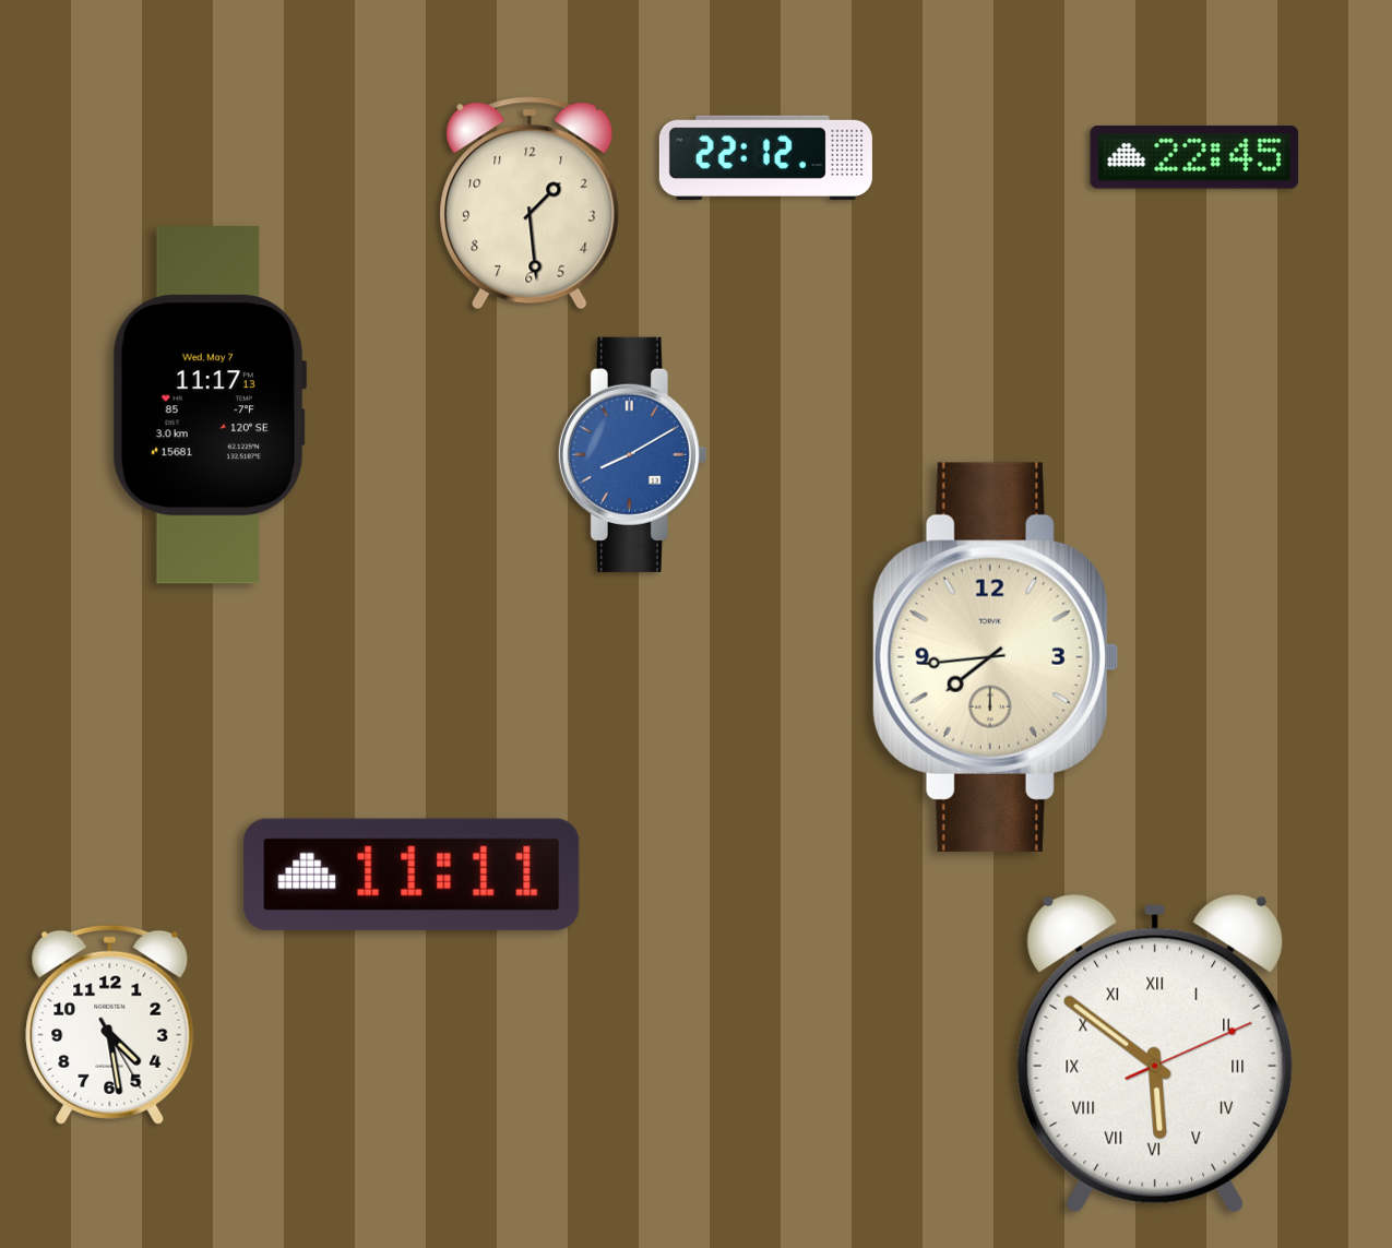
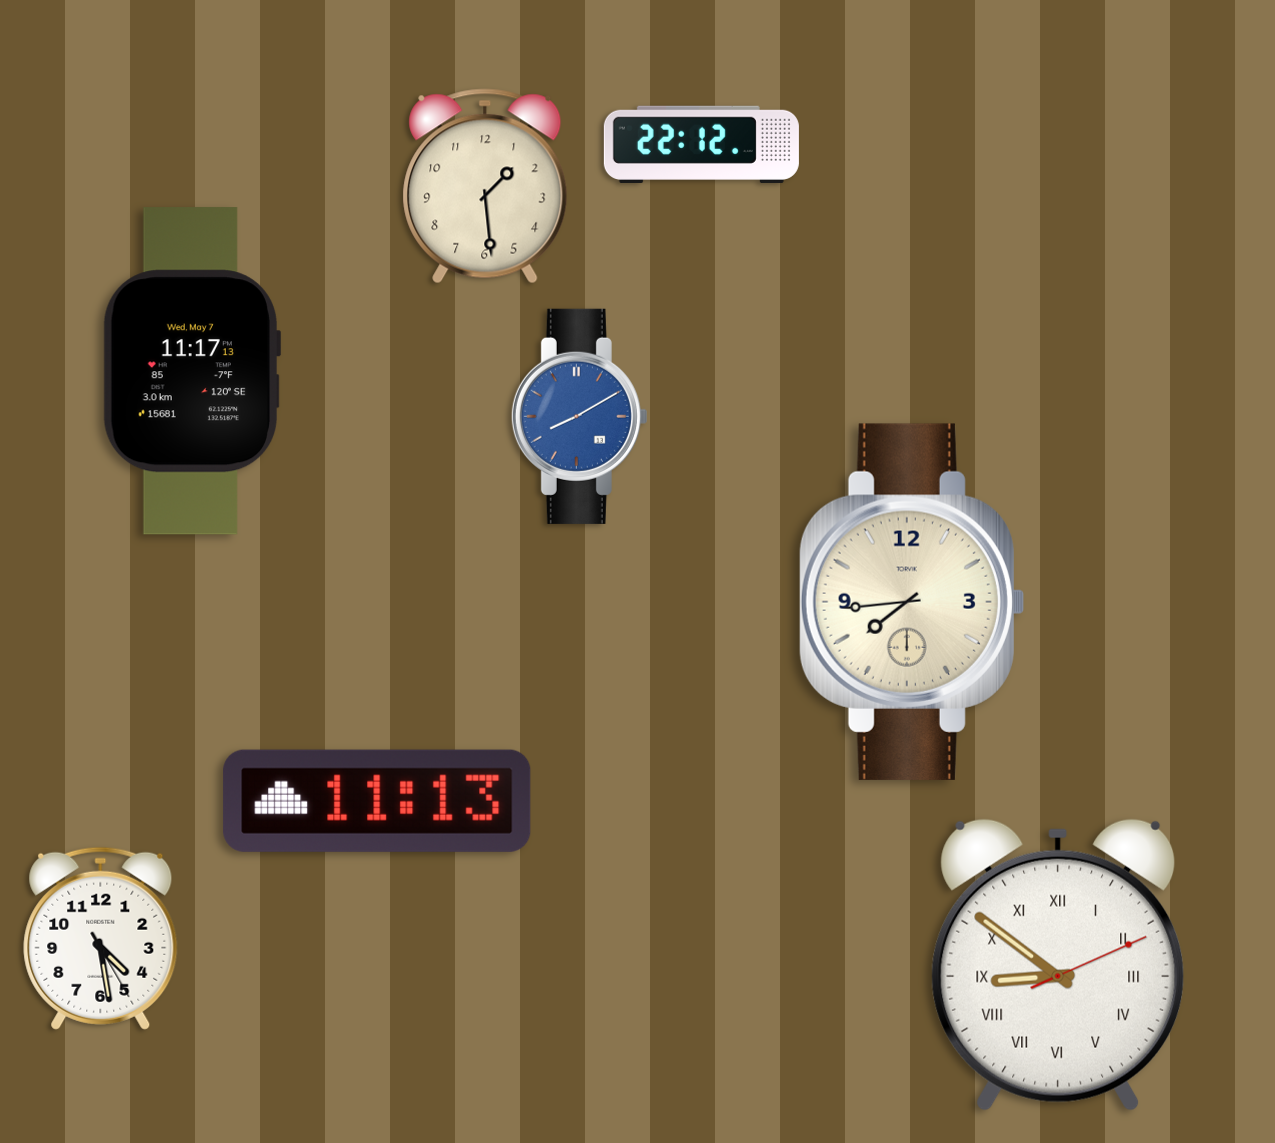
clock at (1194, 157): 22:45 -> none
clock at (412, 875): 11:11 -> 11:13
clock at (1155, 1054): 5:51 -> 8:51
